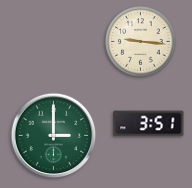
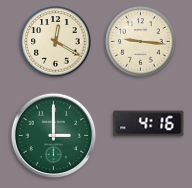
clock at (56, 42): none -> 12:20
clock at (149, 124): 3:51 -> 4:16
